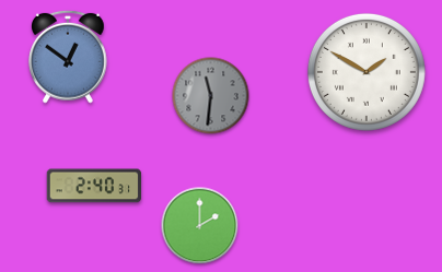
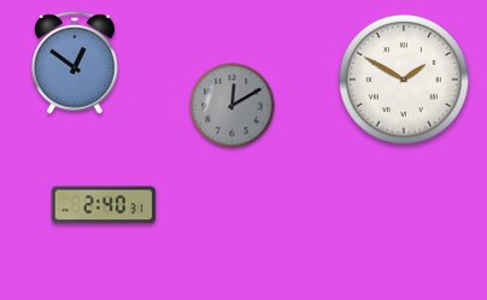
clock at (211, 96): 11:31 -> 12:10
clock at (200, 226): 2:00 -> none
